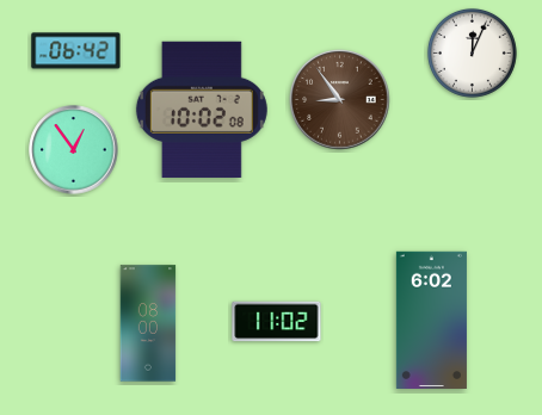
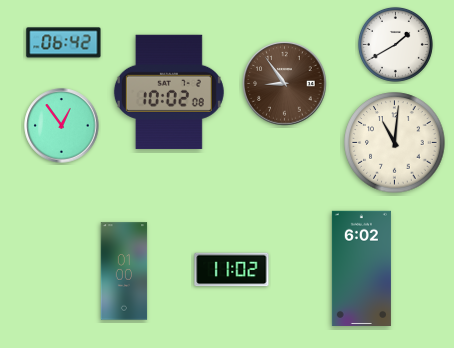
clock at (472, 52): 12:04 -> 1:40
clock at (395, 143): none -> 11:01
clock at (148, 323): 08:00 -> 01:00
